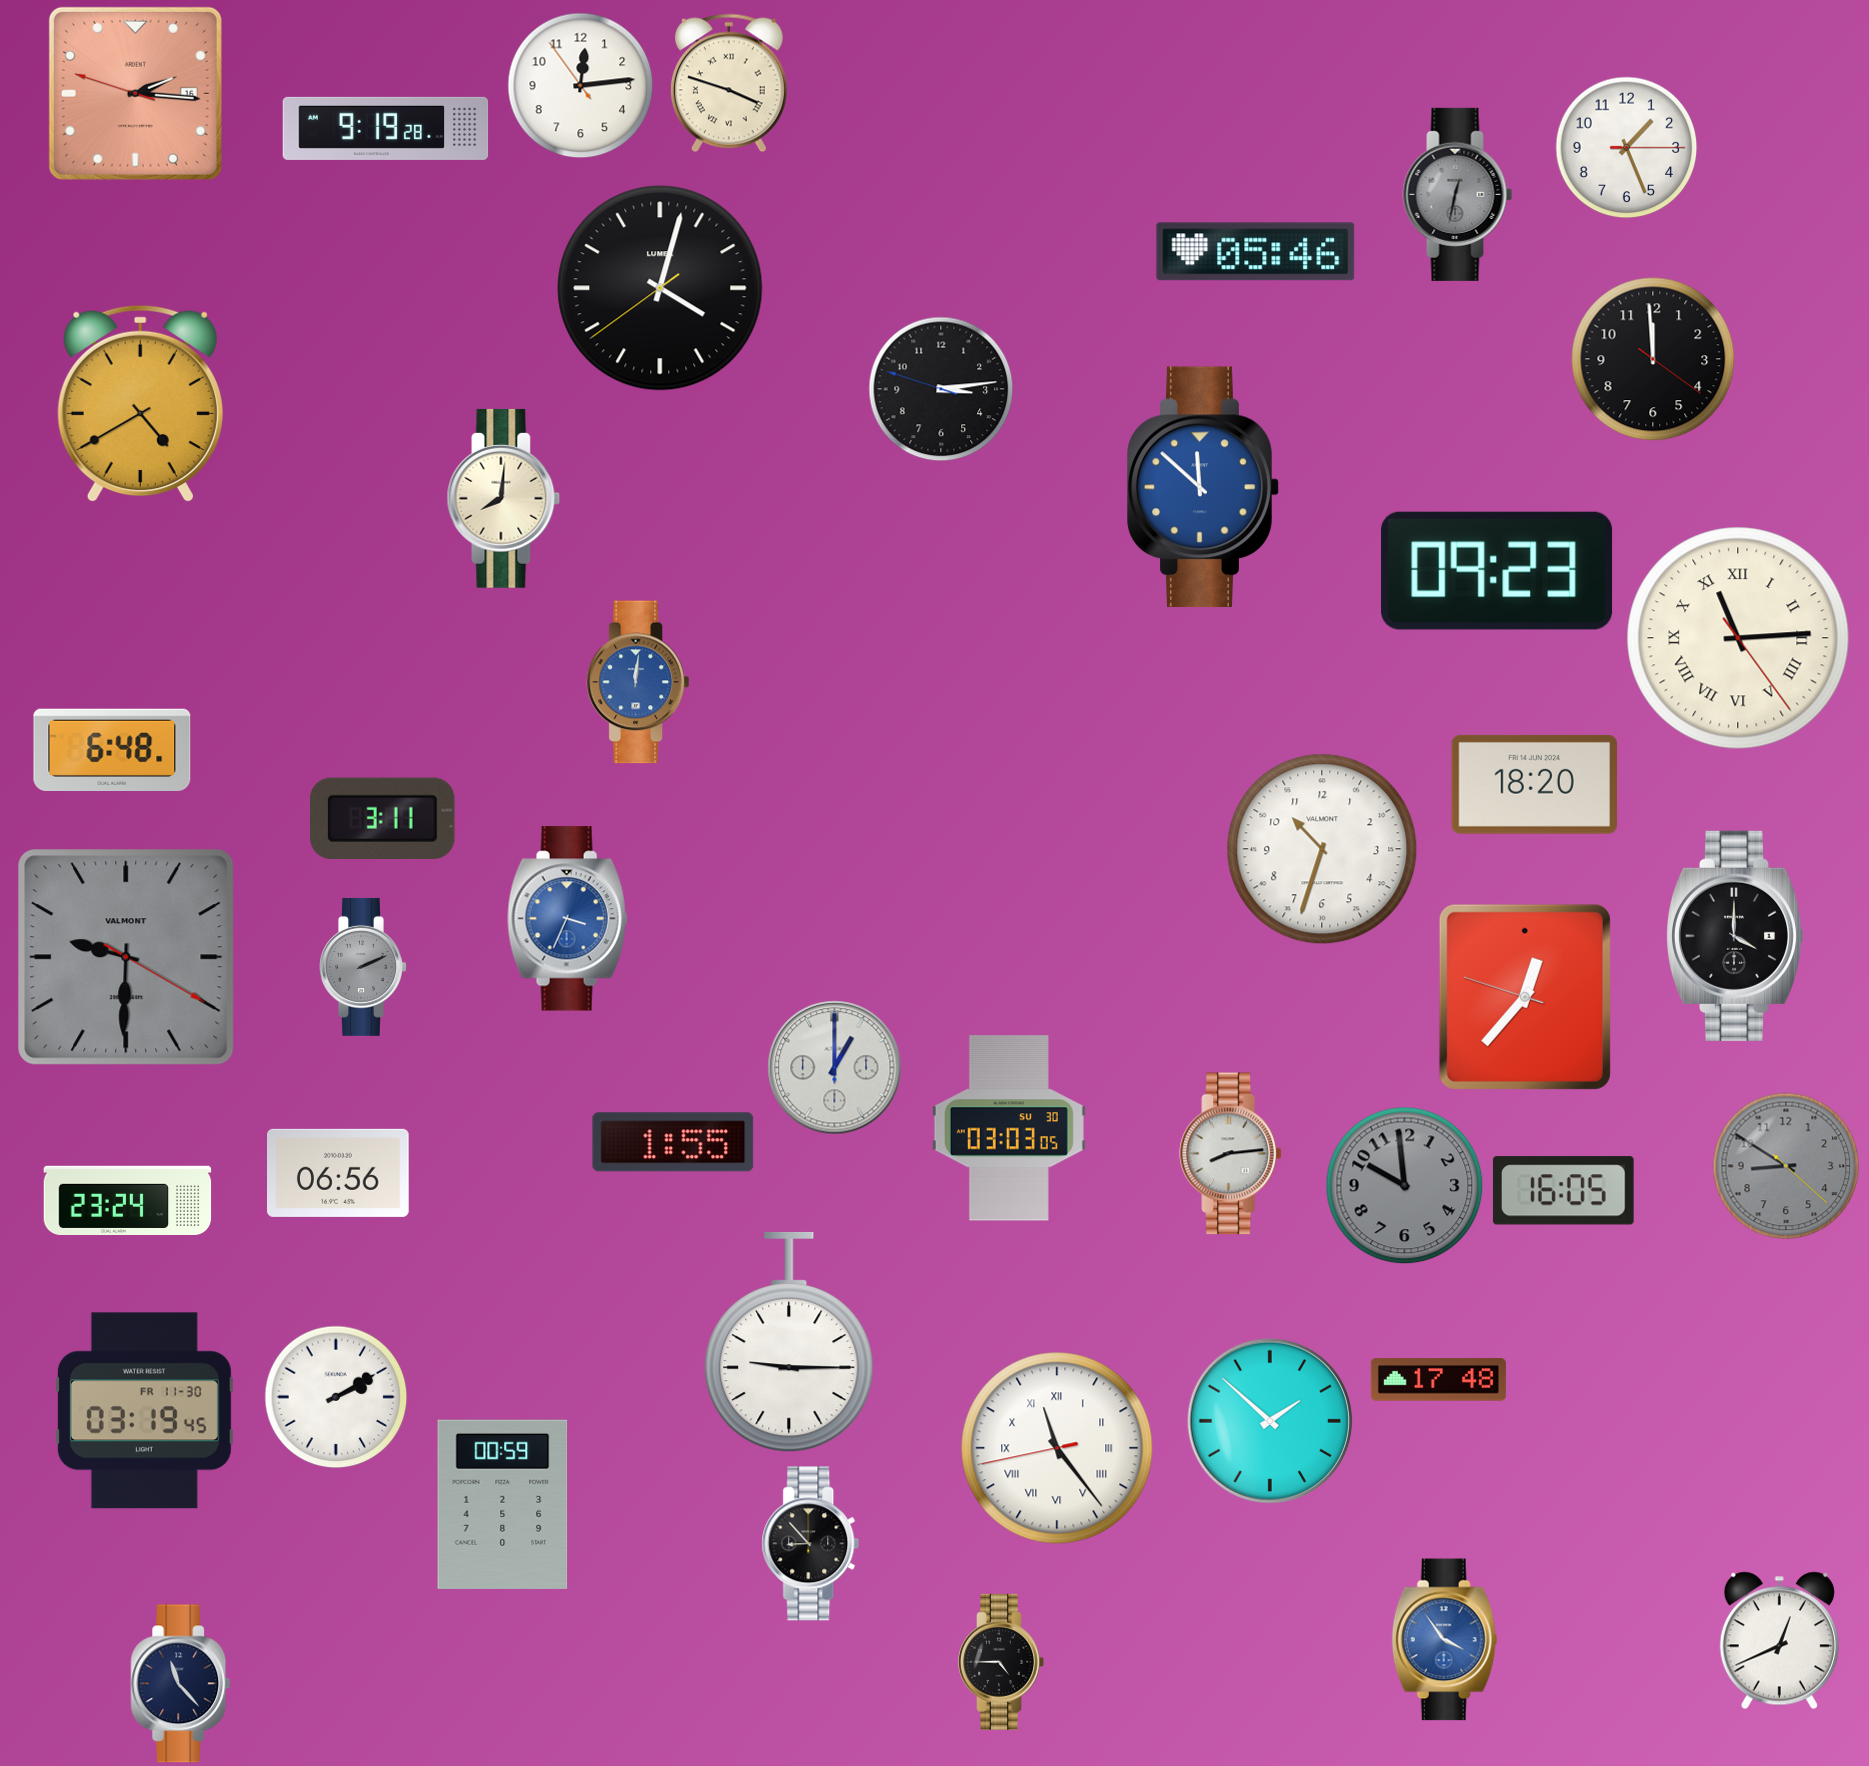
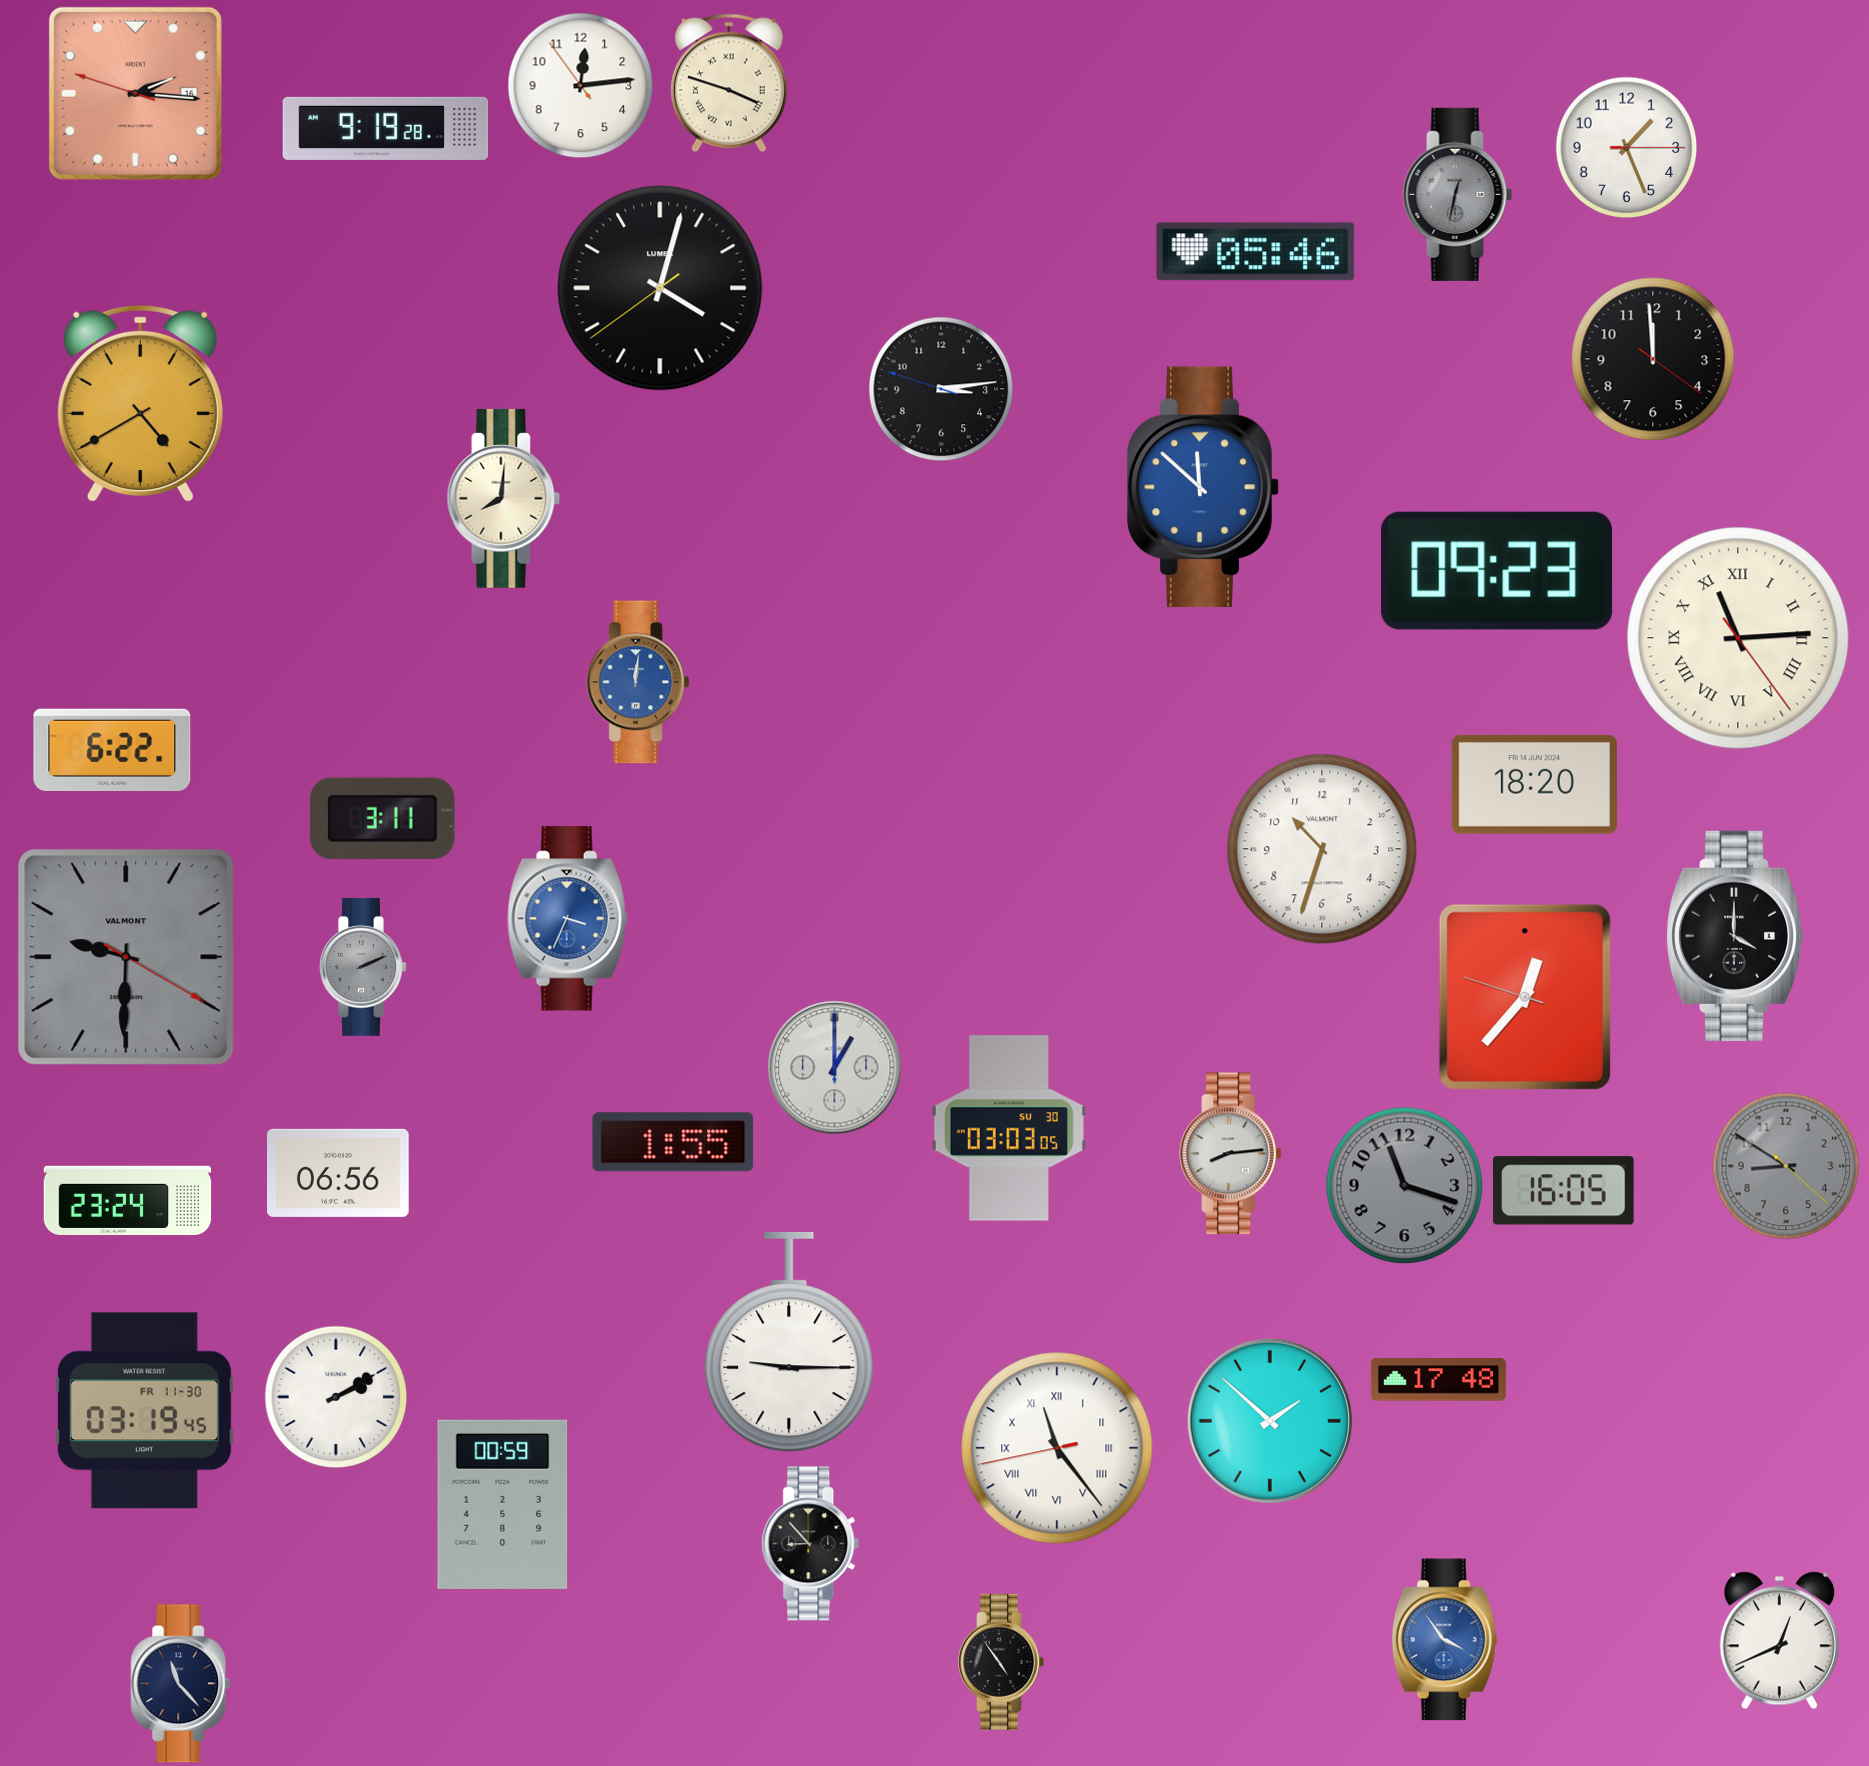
clock at (112, 749): 6:48 -> 6:22
clock at (1405, 1186): 9:59 -> 11:18
clock at (1001, 1662): 4:45 -> 4:54
